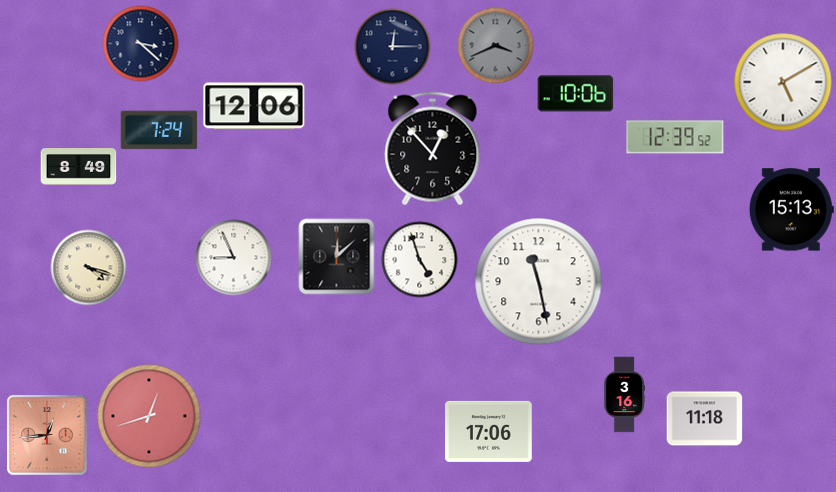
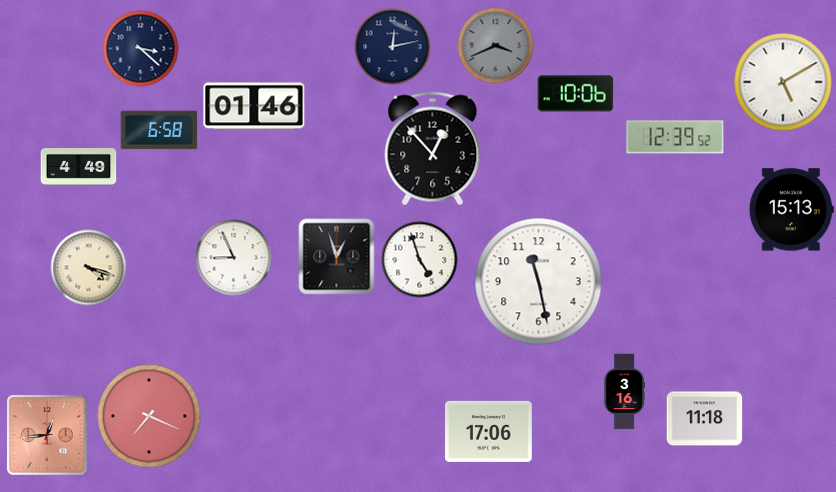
clock at (141, 44) position: (141, 44) -> (141, 49)
clock at (393, 47): 12:15 -> 12:13
clock at (254, 106): 12:06 -> 01:46
clock at (159, 130): 7:24 -> 6:58
clock at (79, 167): 8:49 -> 4:49
clock at (337, 257): 12:08 -> 12:57
clock at (624, 395) position: (624, 395) -> (624, 392)
clock at (149, 416): 12:42 -> 7:19
